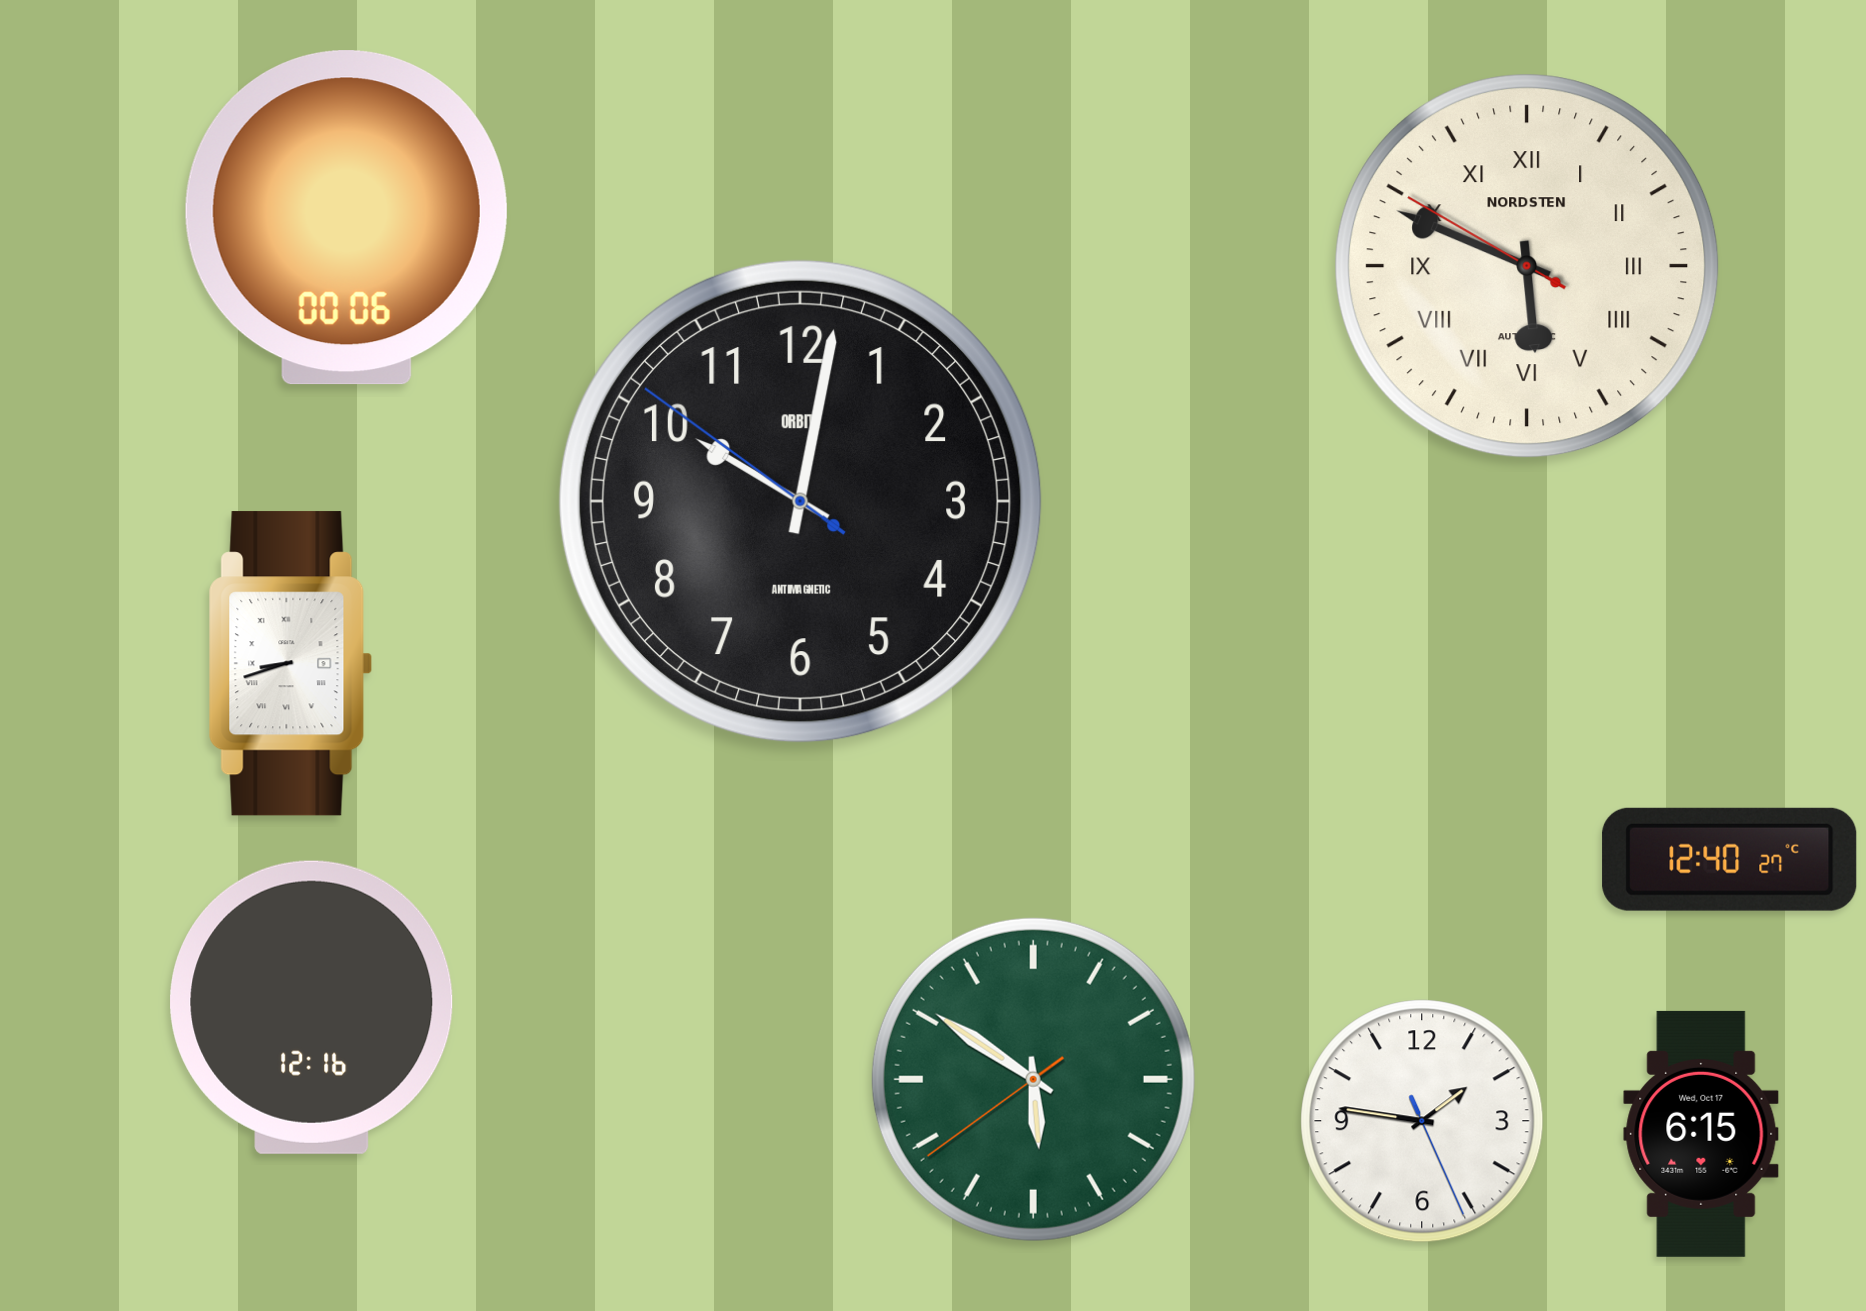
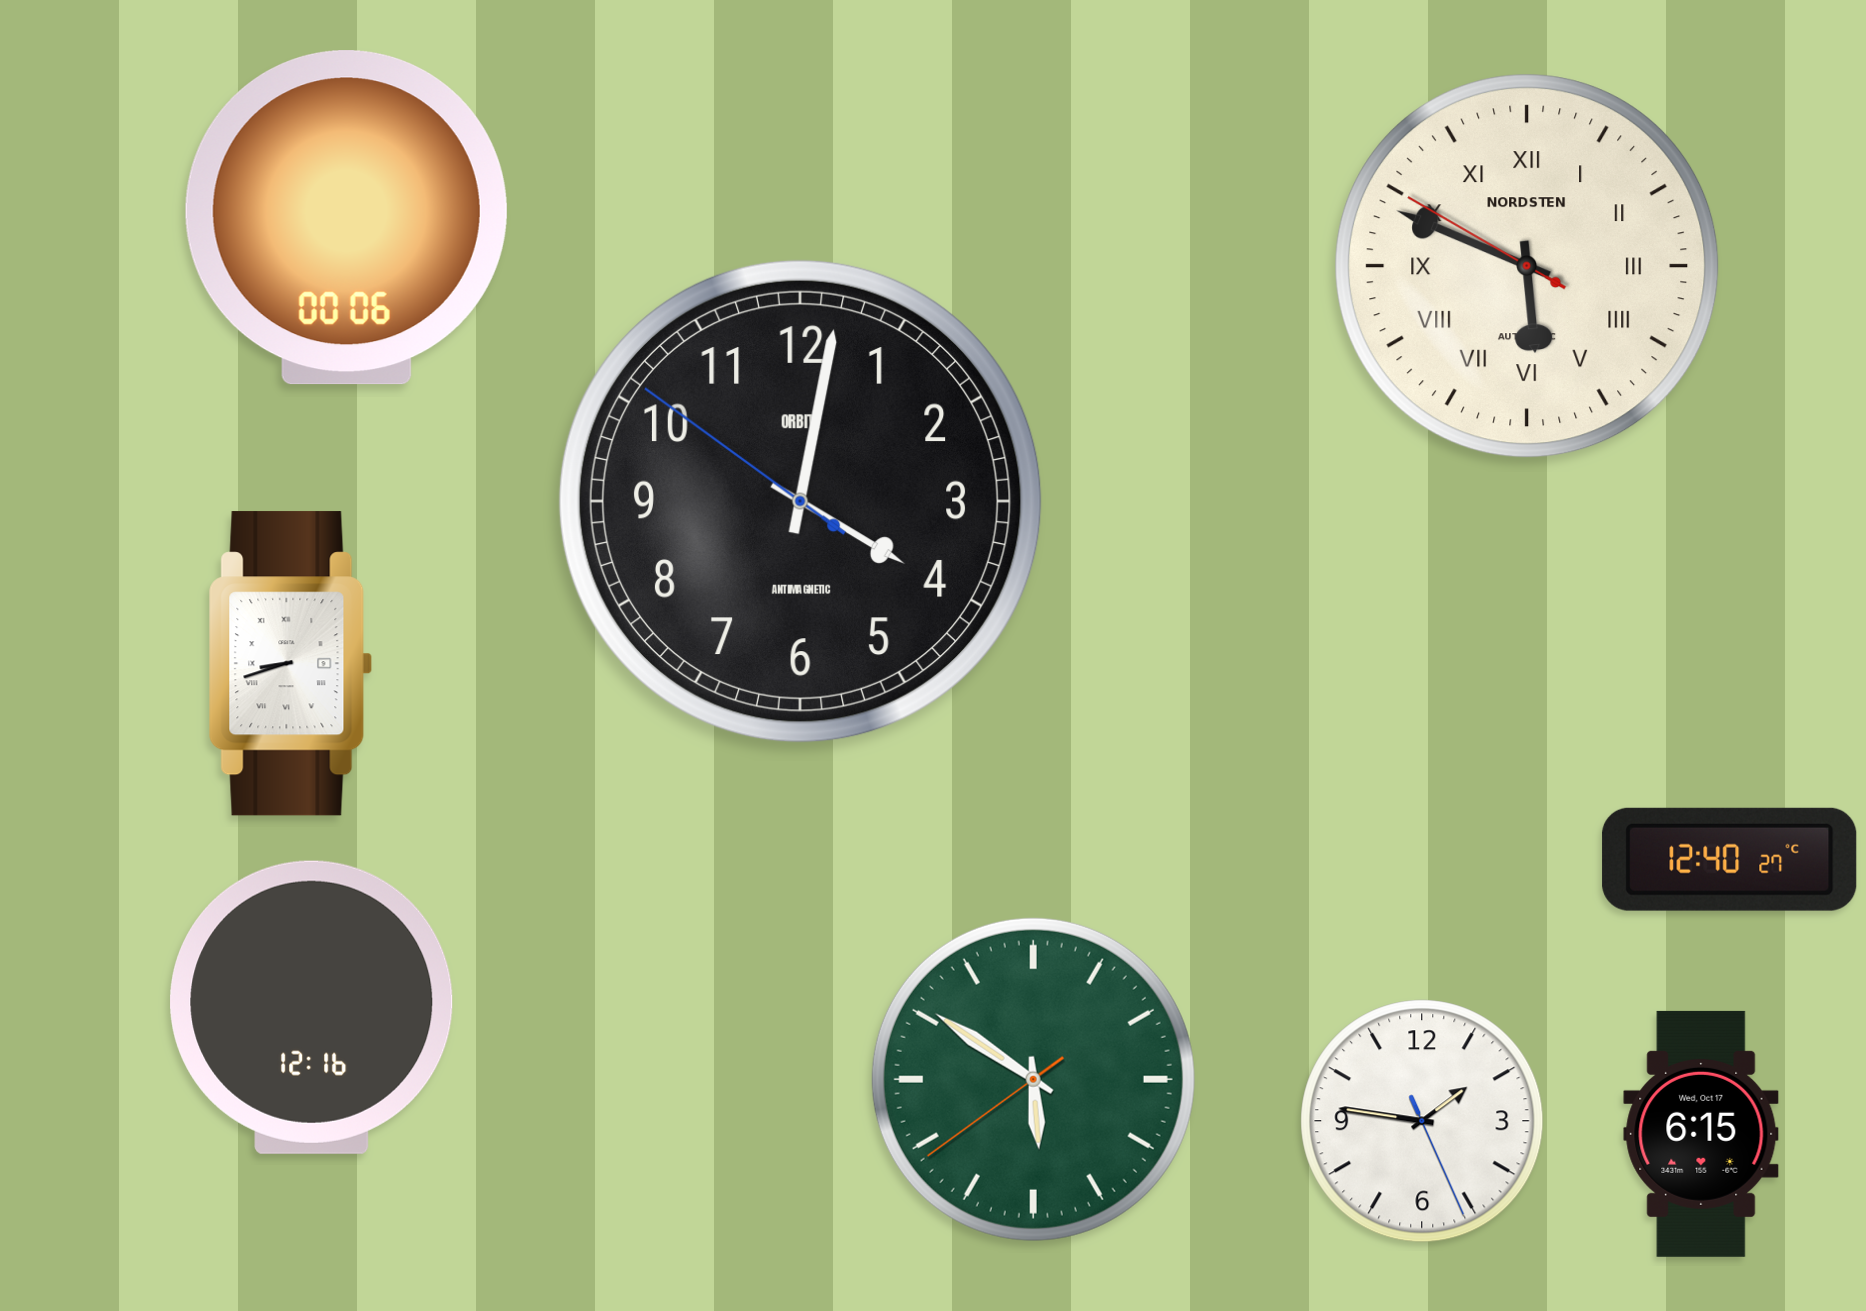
clock at (800, 501): 10:01 -> 4:01
